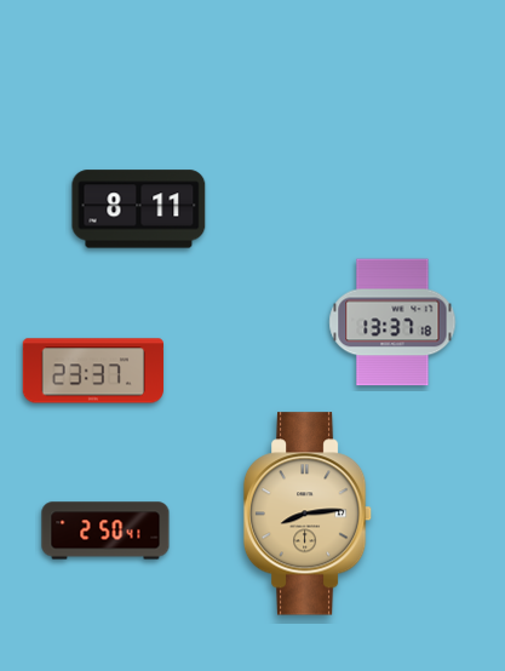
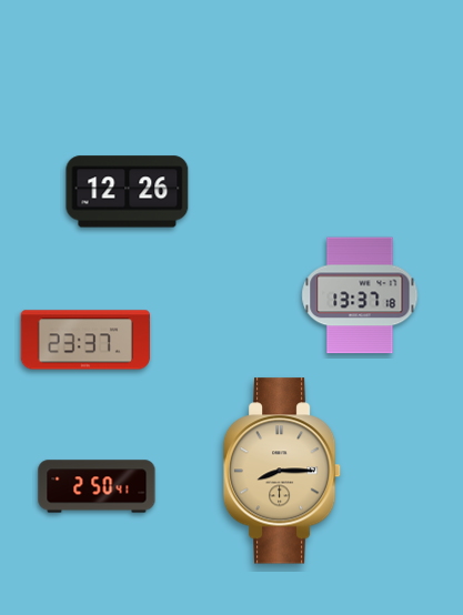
clock at (139, 210): 8:11 -> 12:26
clock at (308, 514): 8:14 -> 8:15
